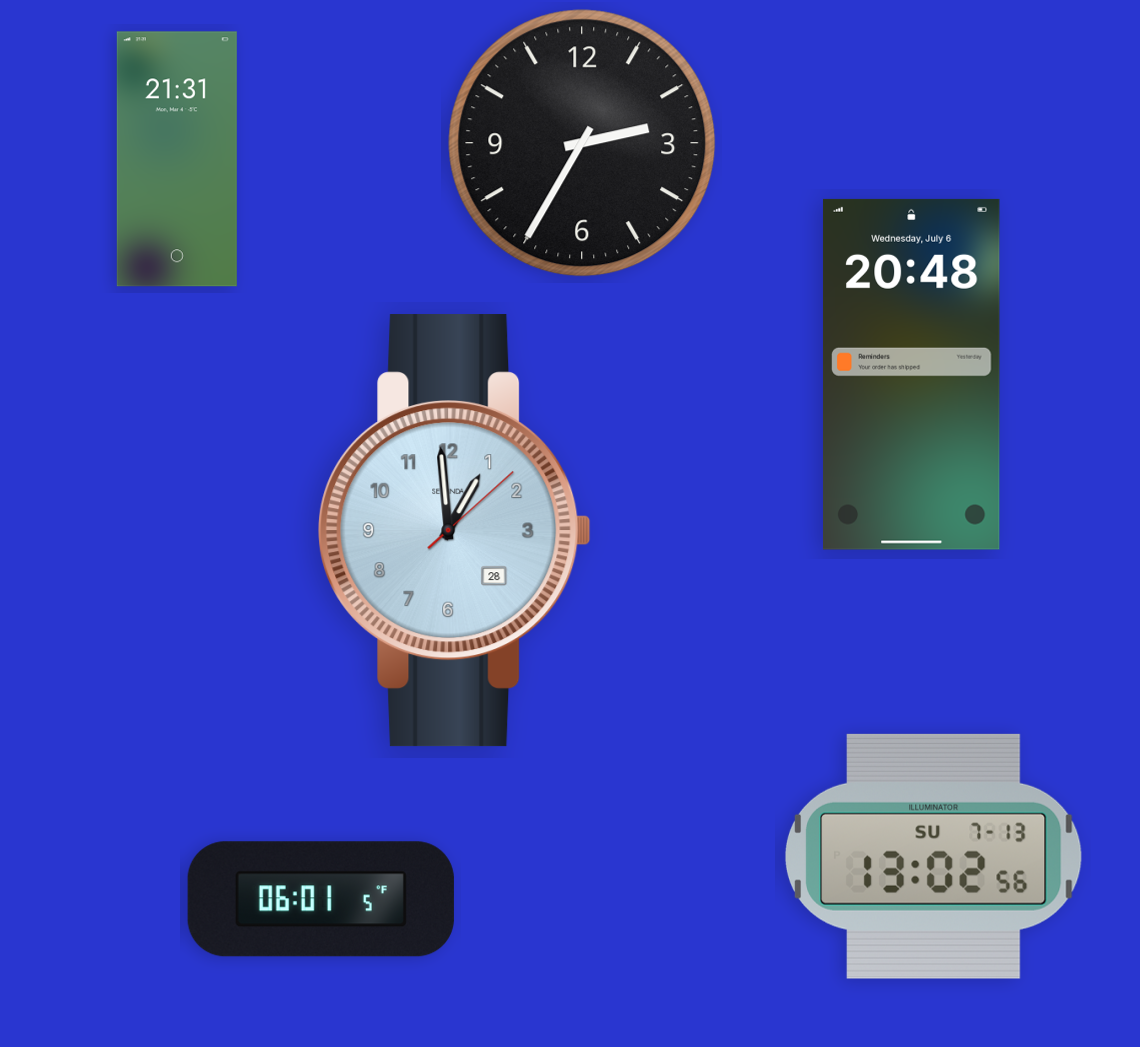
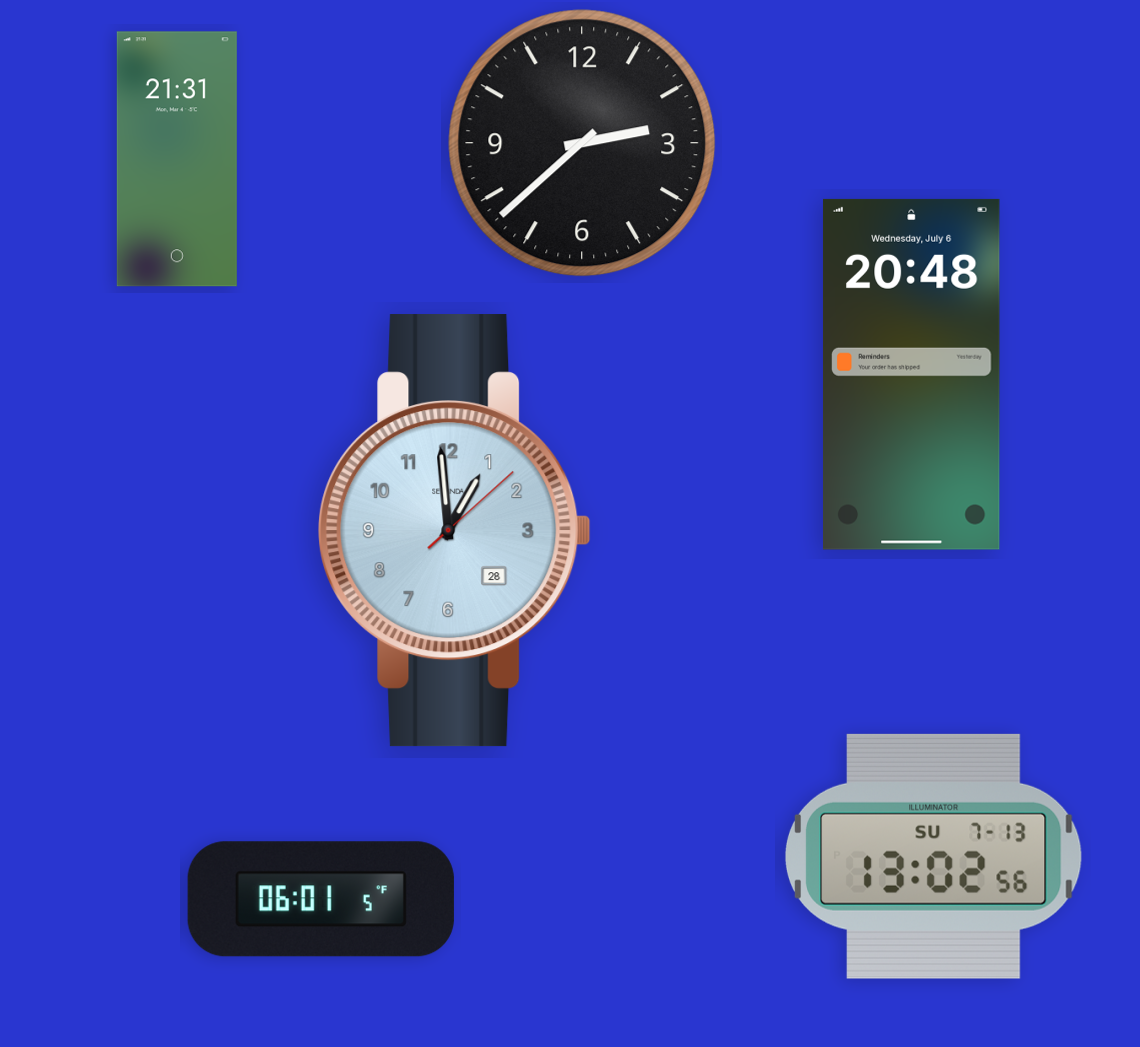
clock at (582, 143): 2:35 -> 2:38
